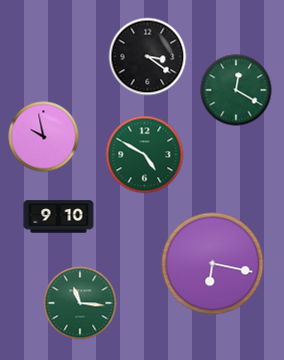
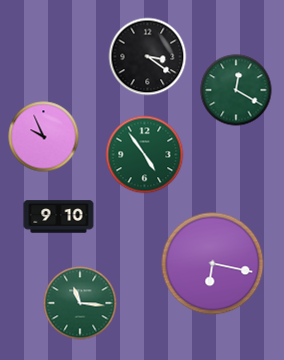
clock at (44, 137): 9:58 -> 9:56
clock at (145, 155): 4:50 -> 4:54
